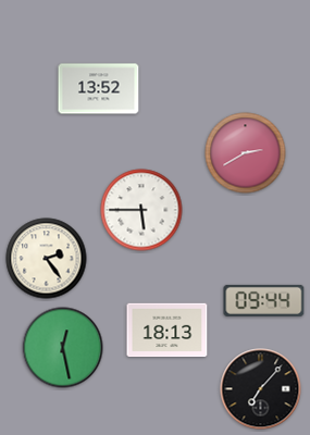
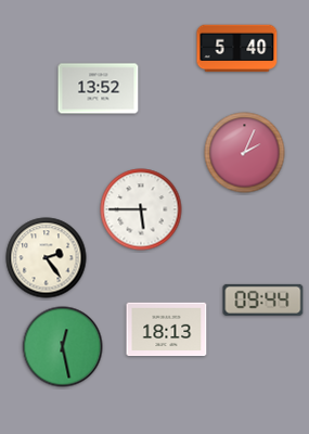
clock at (237, 49): none -> 5:40
clock at (246, 153): 2:40 -> 2:04
clock at (261, 389): 7:07 -> none
